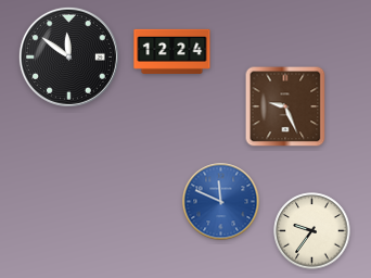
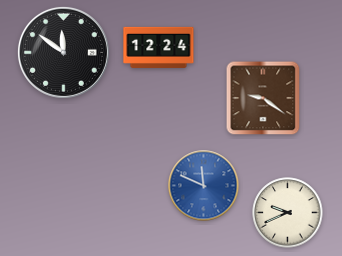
clock at (285, 106): 9:26 -> 9:21
clock at (312, 231): 9:36 -> 9:41
